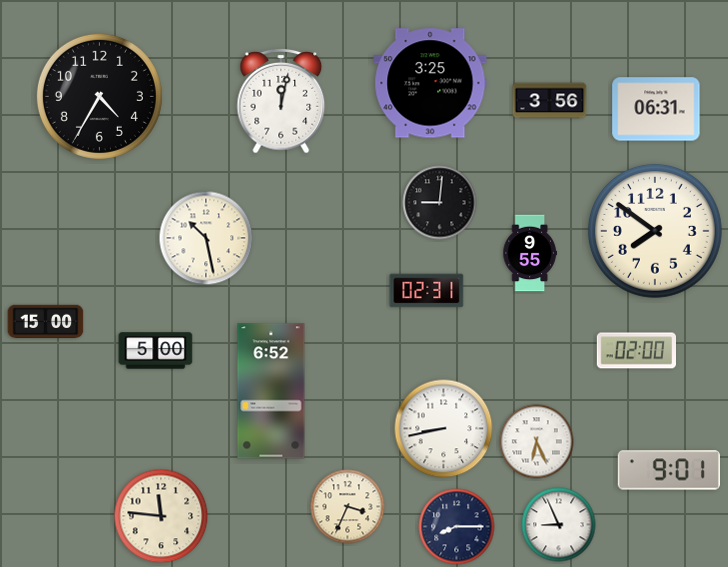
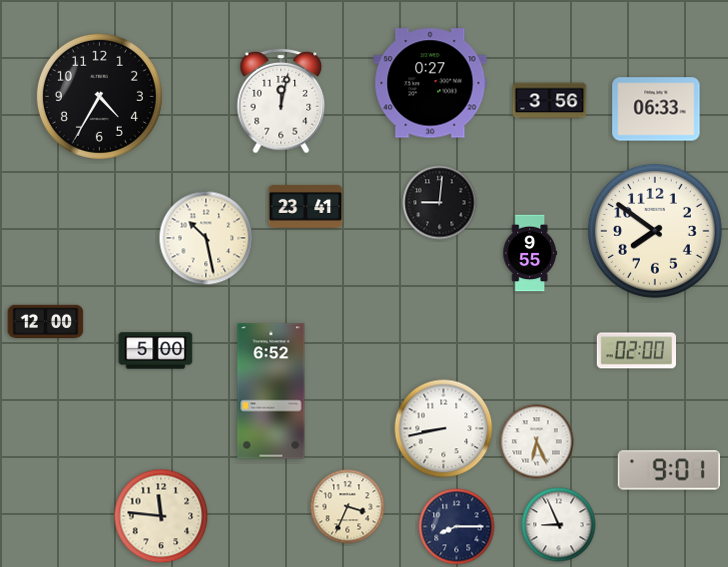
clock at (430, 83): 3:25 -> 0:27
clock at (656, 109): 06:31 -> 06:33
clock at (306, 206): none -> 23:41
clock at (427, 291): 02:31 -> none
clock at (46, 322): 15:00 -> 12:00
